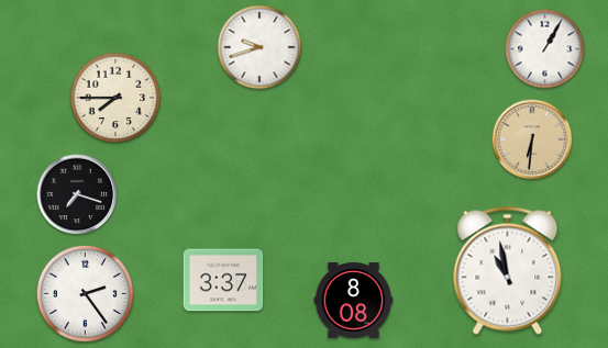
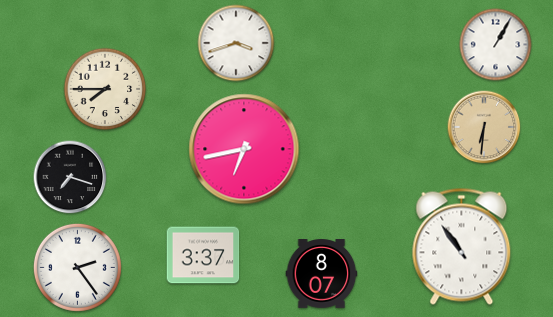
clock at (259, 47): 9:42 -> 3:42
clock at (244, 149): none -> 6:43
clock at (508, 270): 10:58 -> 10:54
clock at (354, 301): 8:08 -> 8:07
